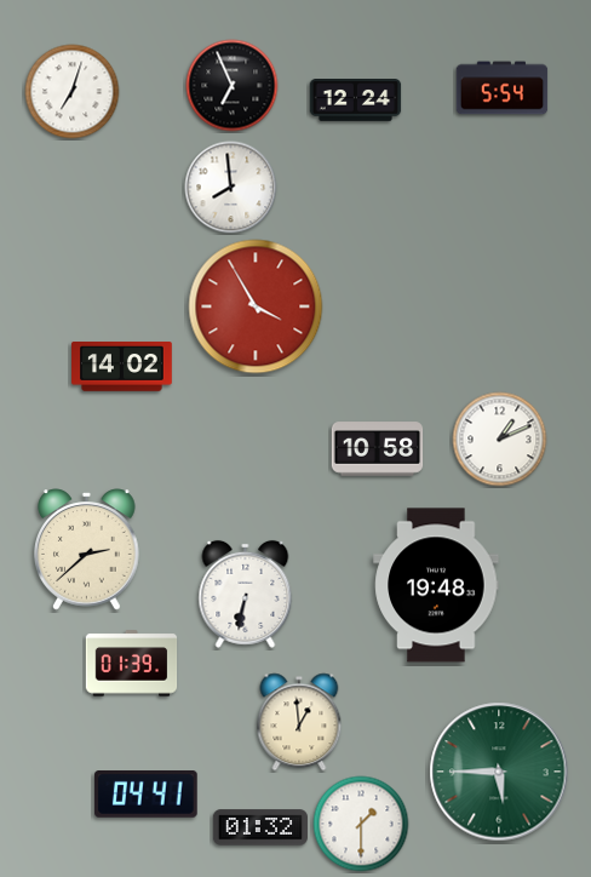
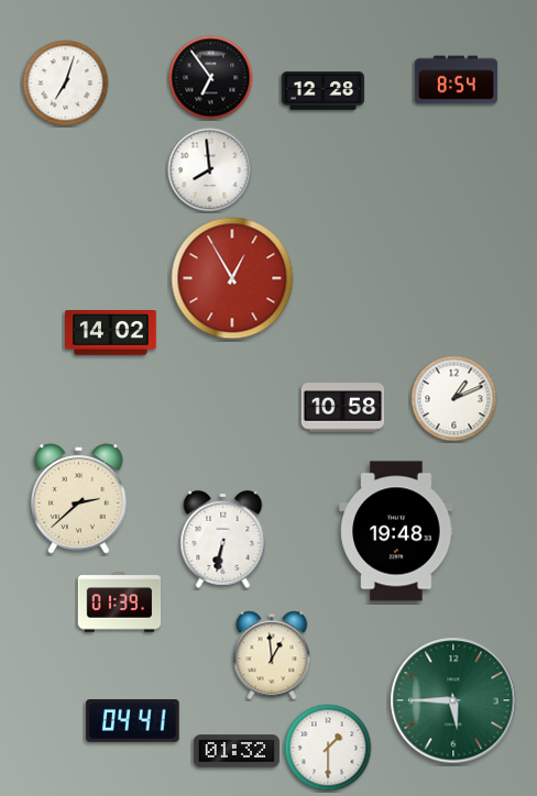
clock at (233, 86): 6:56 -> 6:54
clock at (503, 88): 5:54 -> 8:54
clock at (356, 101): 12:24 -> 12:28
clock at (256, 306): 3:55 -> 12:55
